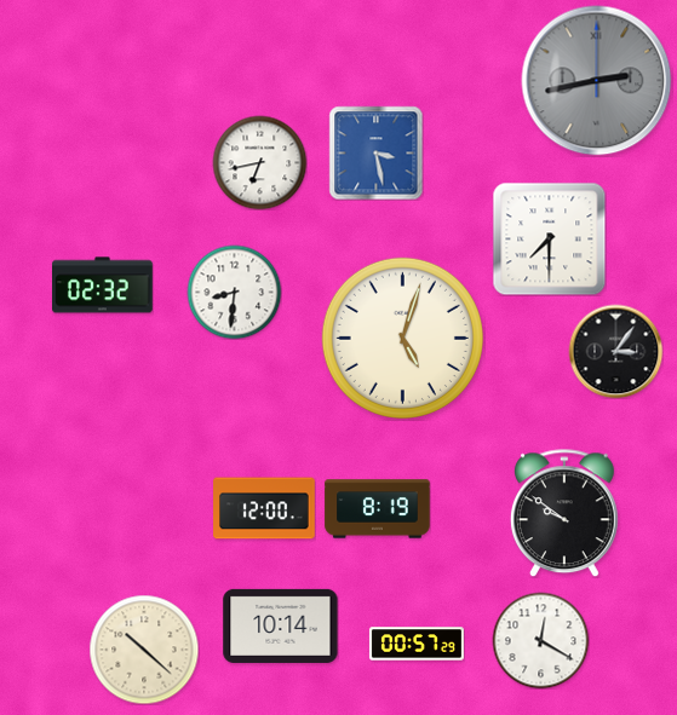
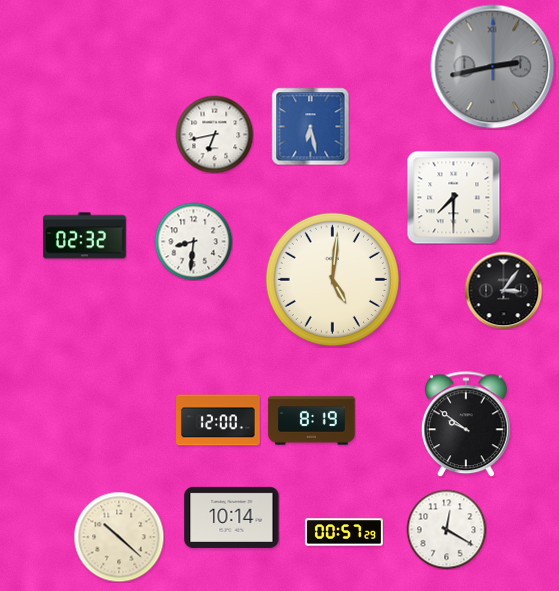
clock at (375, 152): 3:28 -> 6:28
clock at (402, 338): 5:03 -> 5:01
clock at (615, 351) position: (615, 351) -> (503, 290)
